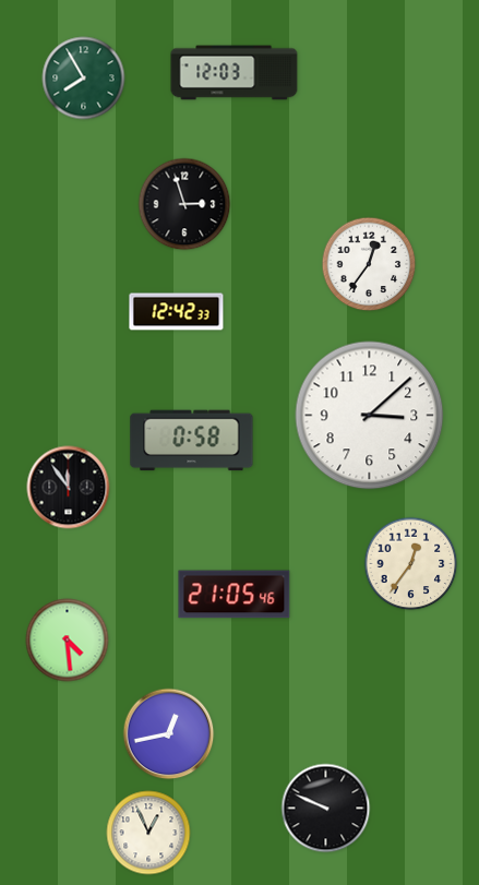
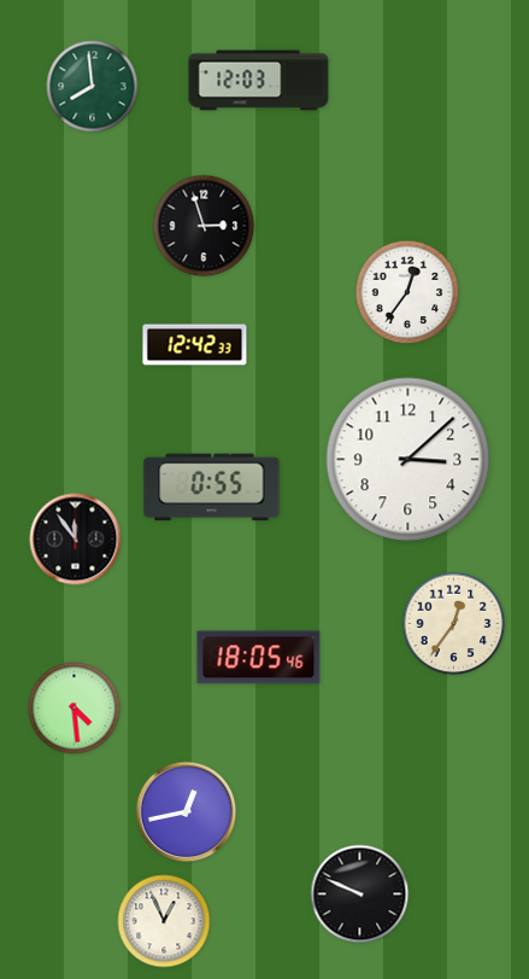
clock at (84, 79): 7:55 -> 7:59
clock at (192, 441): 0:58 -> 0:55
clock at (235, 595): 21:05 -> 18:05
